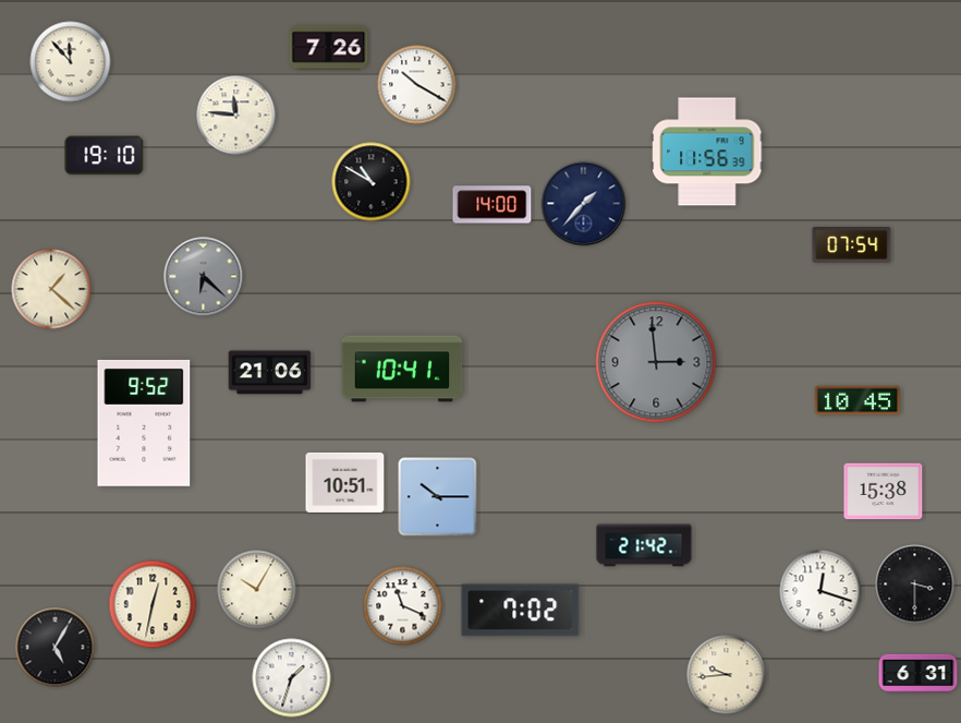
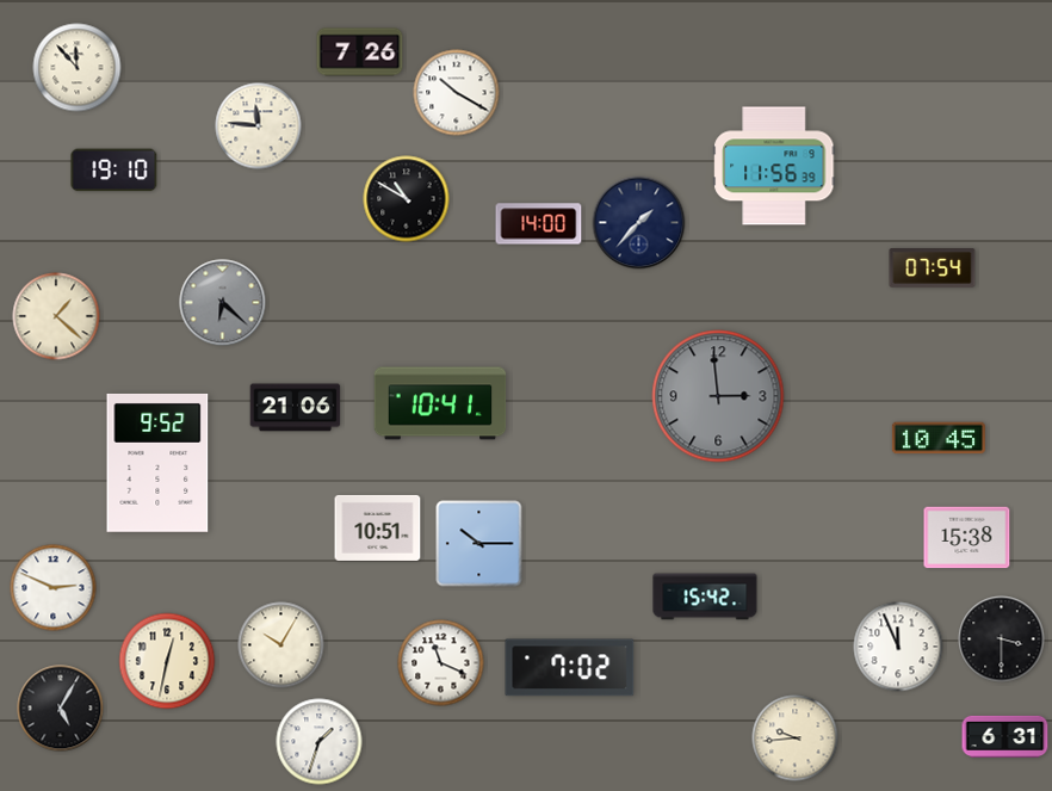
clock at (54, 588): none -> 2:49
clock at (644, 545): 21:42 -> 15:42
clock at (820, 591): 12:18 -> 11:56
